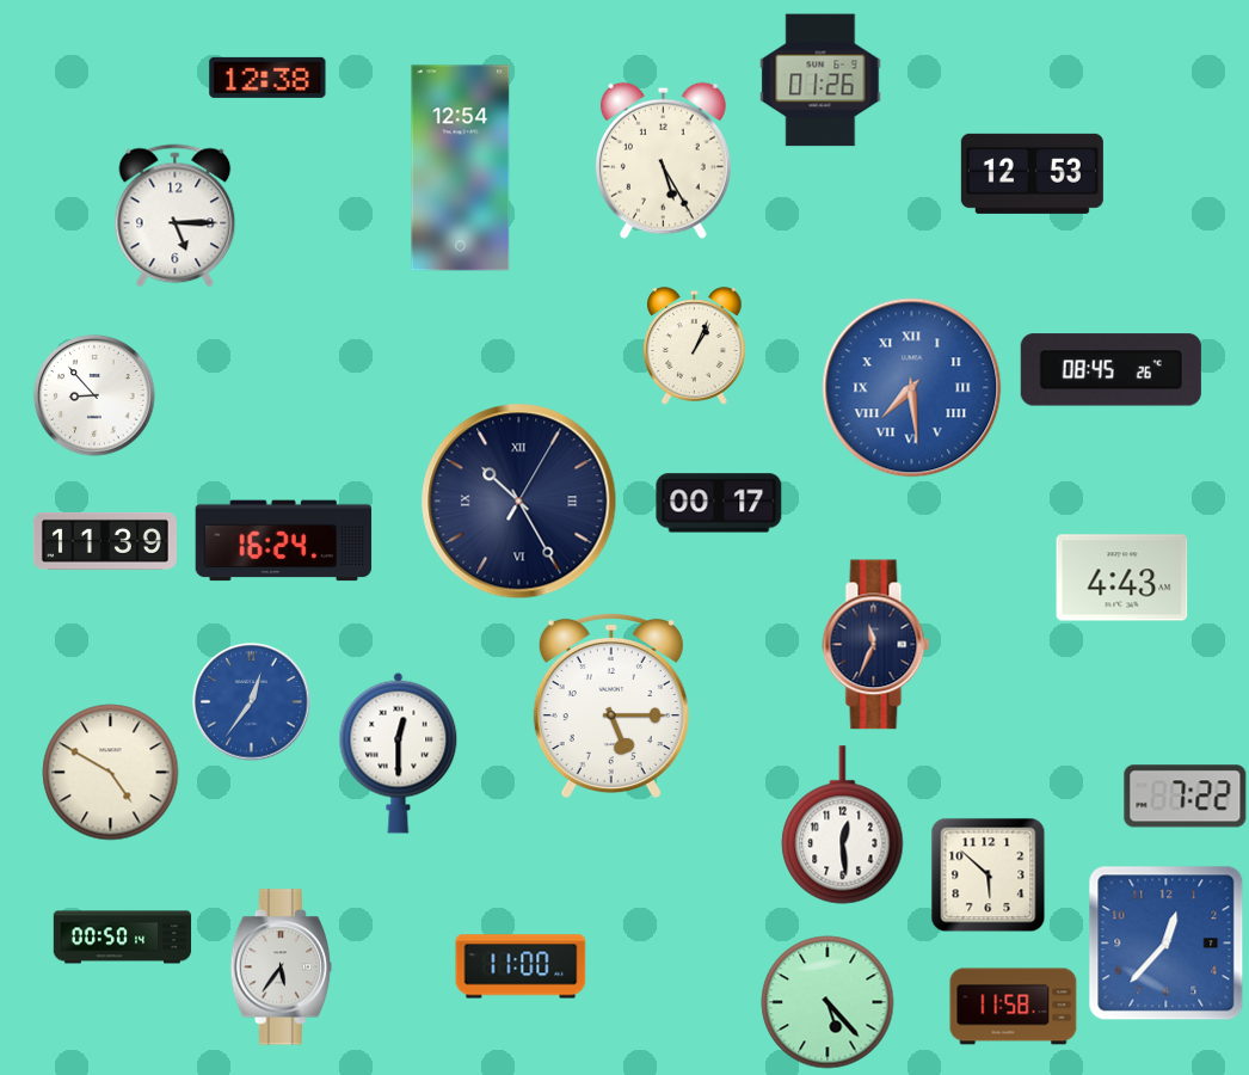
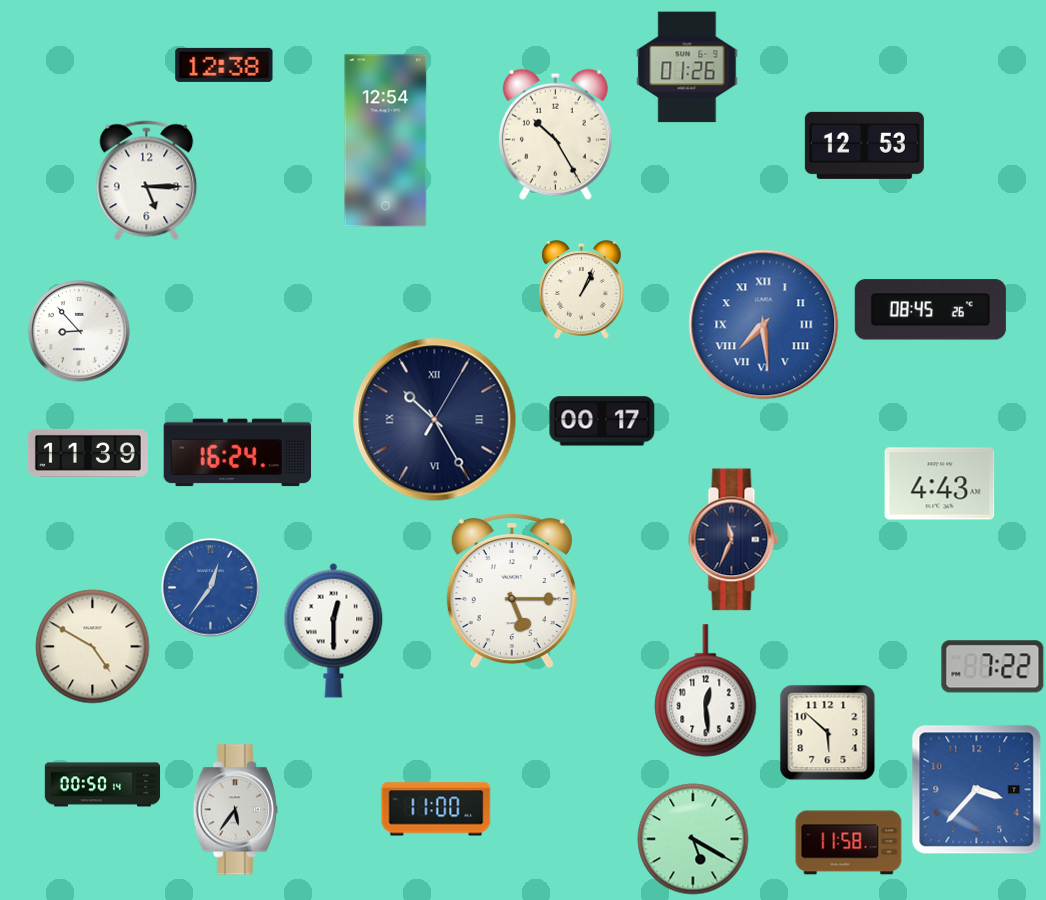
clock at (663, 160): 5:25 -> 10:25
clock at (1167, 944): 12:37 -> 3:37
clock at (827, 1002): 5:23 -> 5:20
